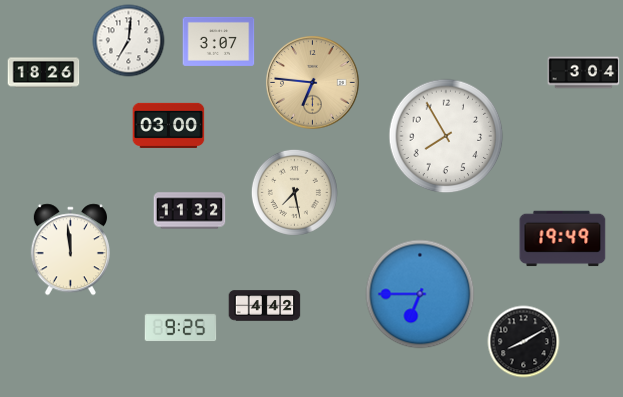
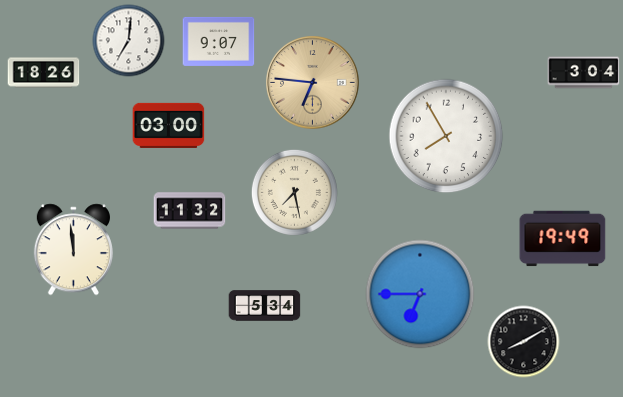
clock at (219, 41): 3:07 -> 9:07
clock at (70, 250) position: (70, 250) -> (73, 250)
clock at (265, 306): 4:42 -> 5:34
clock at (181, 328): 9:25 -> none
